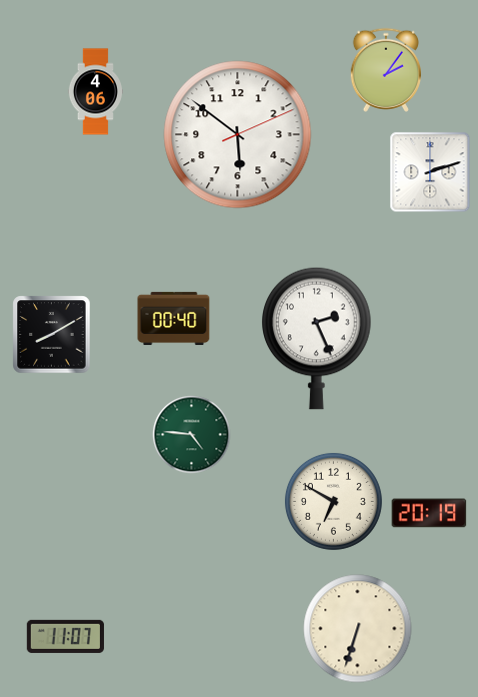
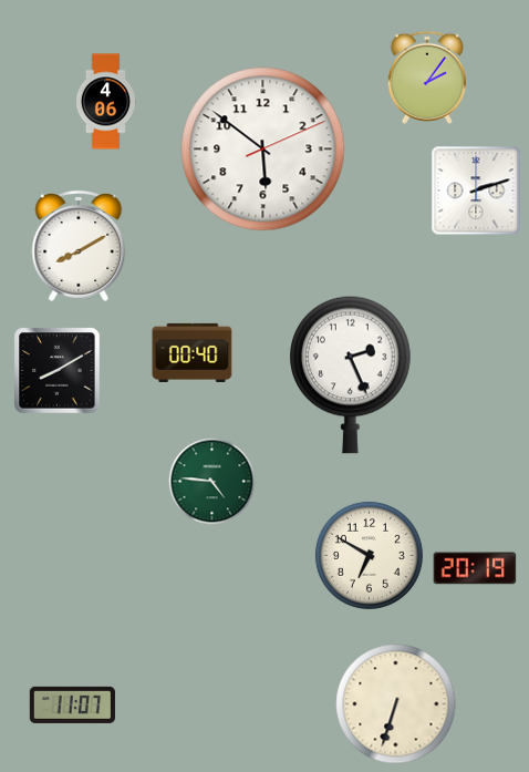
clock at (79, 246): none -> 8:10
clock at (358, 629) position: (358, 629) -> (396, 704)
